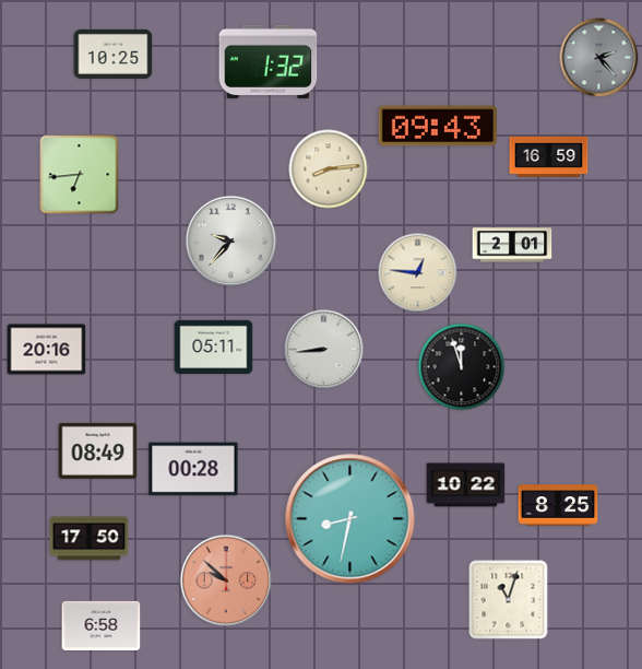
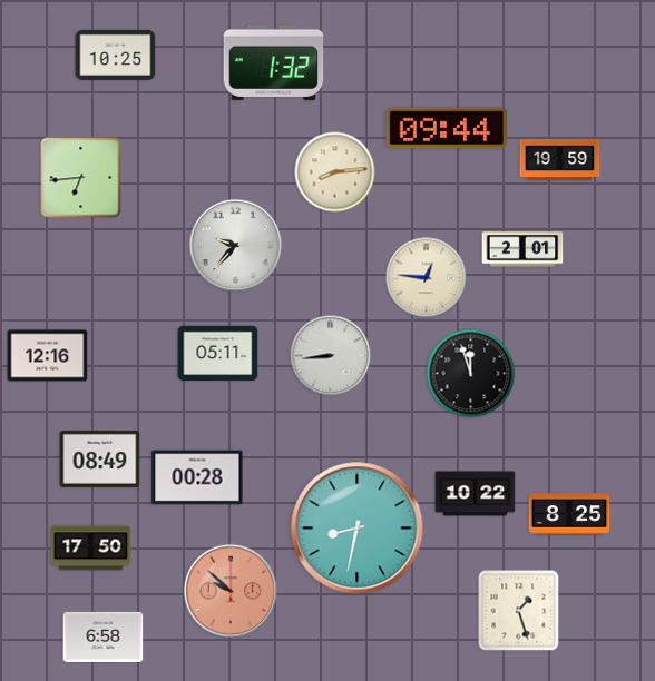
clock at (599, 58): 2:23 -> none
clock at (437, 126): 09:43 -> 09:44
clock at (549, 156): 16:59 -> 19:59
clock at (47, 350): 20:16 -> 12:16
clock at (509, 600): 11:03 -> 1:27
